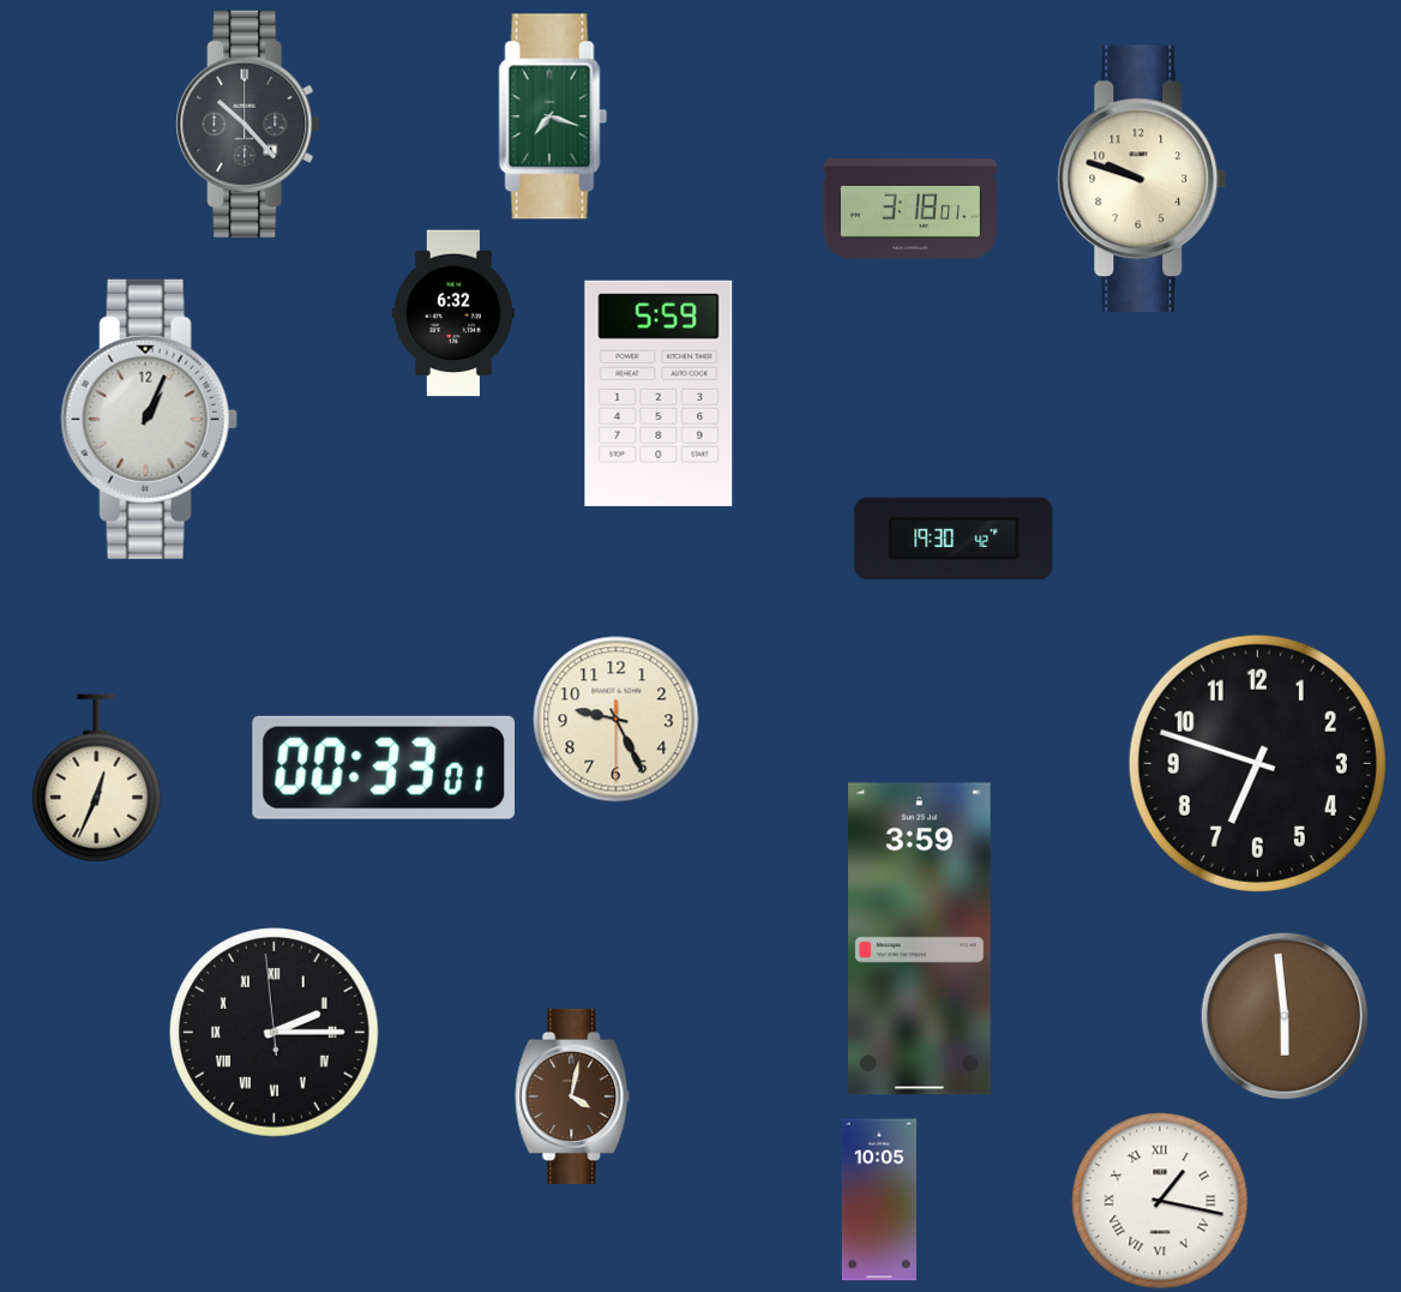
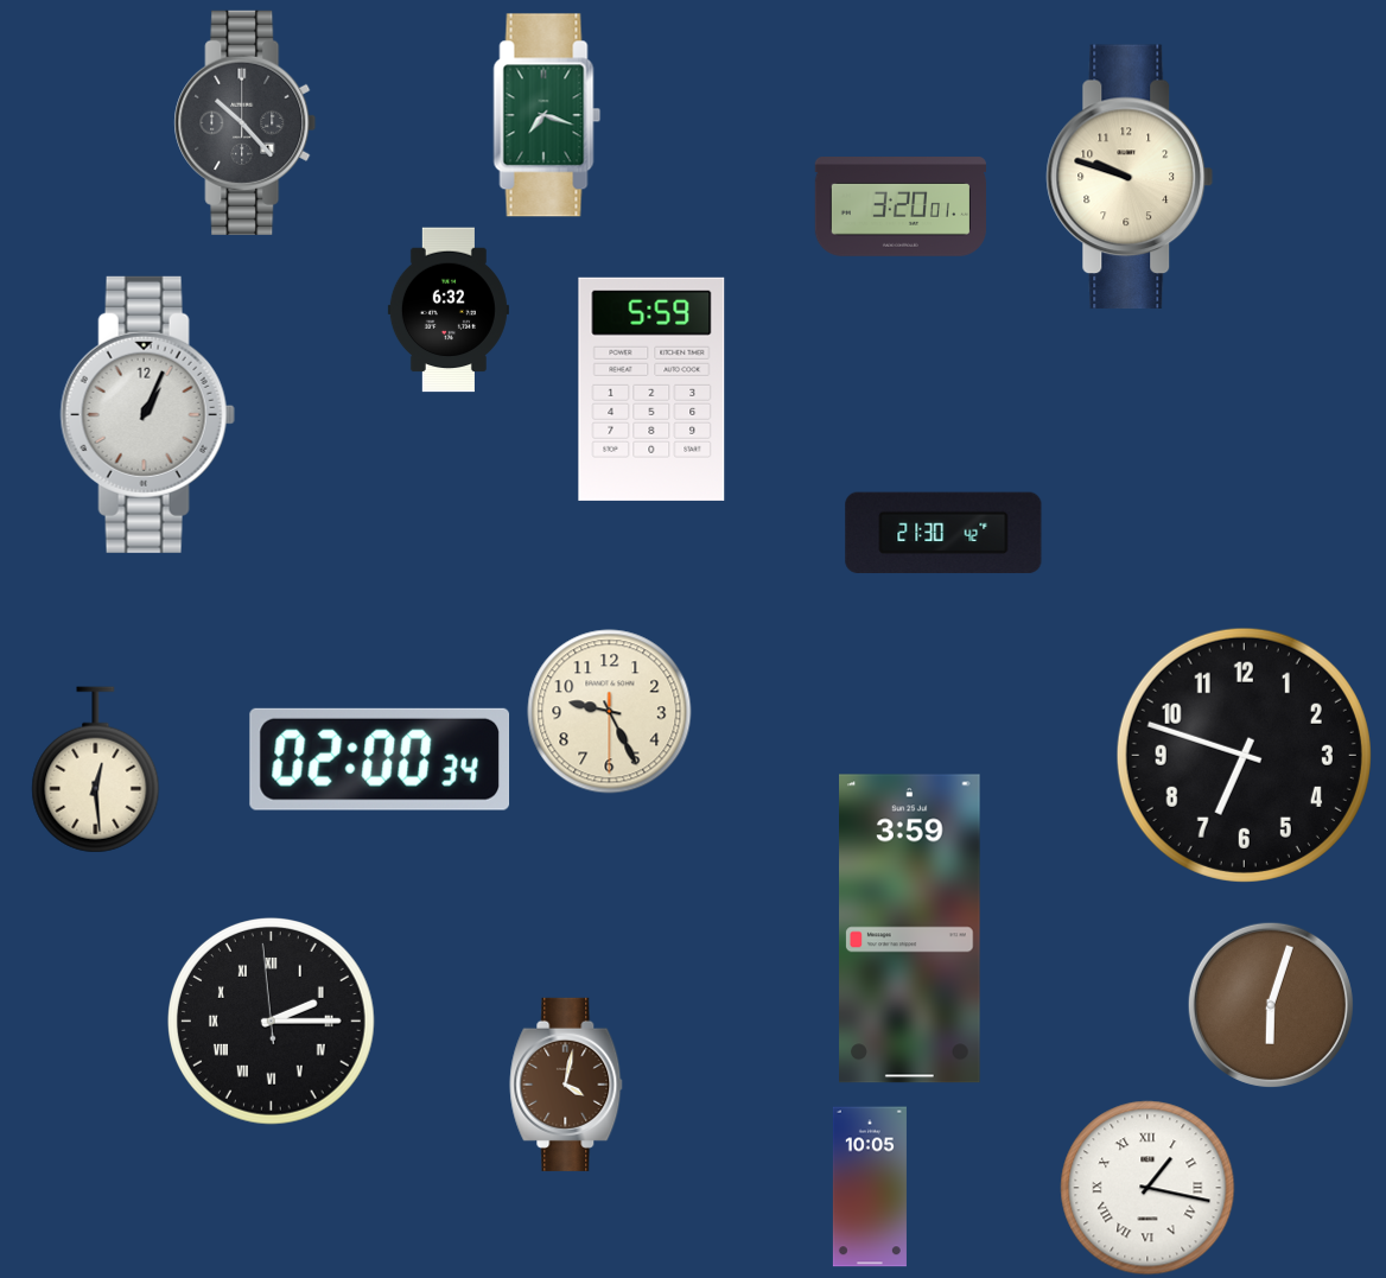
clock at (909, 210): 3:18 -> 3:20
clock at (954, 537): 19:30 -> 21:30
clock at (384, 768): 00:33 -> 02:00
clock at (97, 779): 12:34 -> 12:29
clock at (1285, 1016): 5:59 -> 6:03
